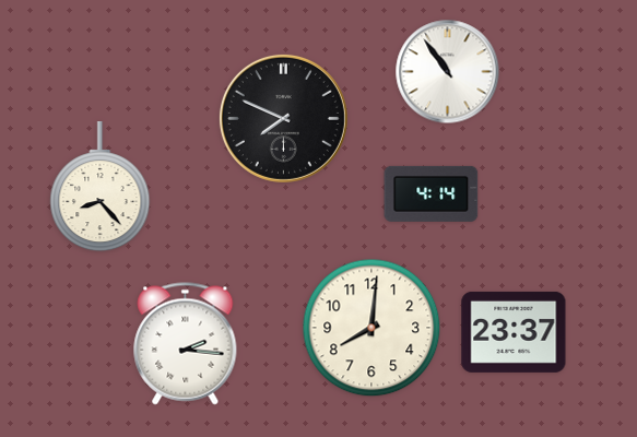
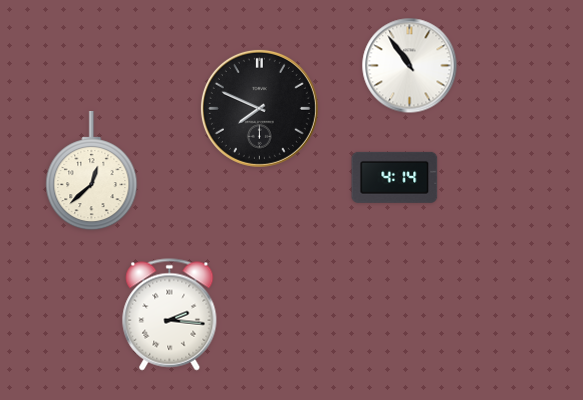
clock at (101, 188): 8:23 -> 12:38
clock at (371, 328): 8:01 -> none
clock at (514, 332): 23:37 -> none
